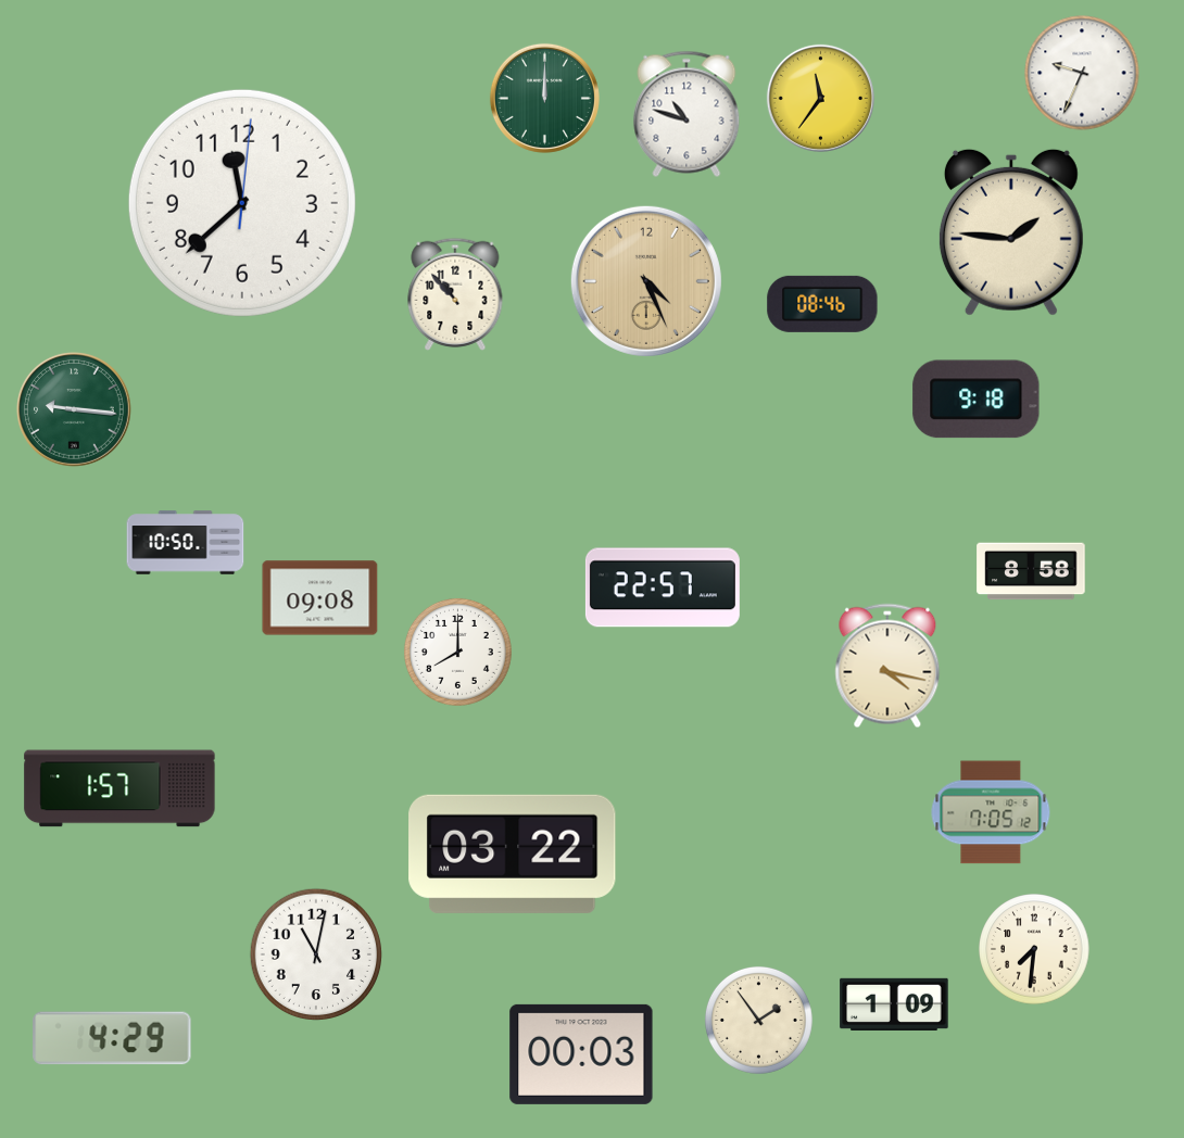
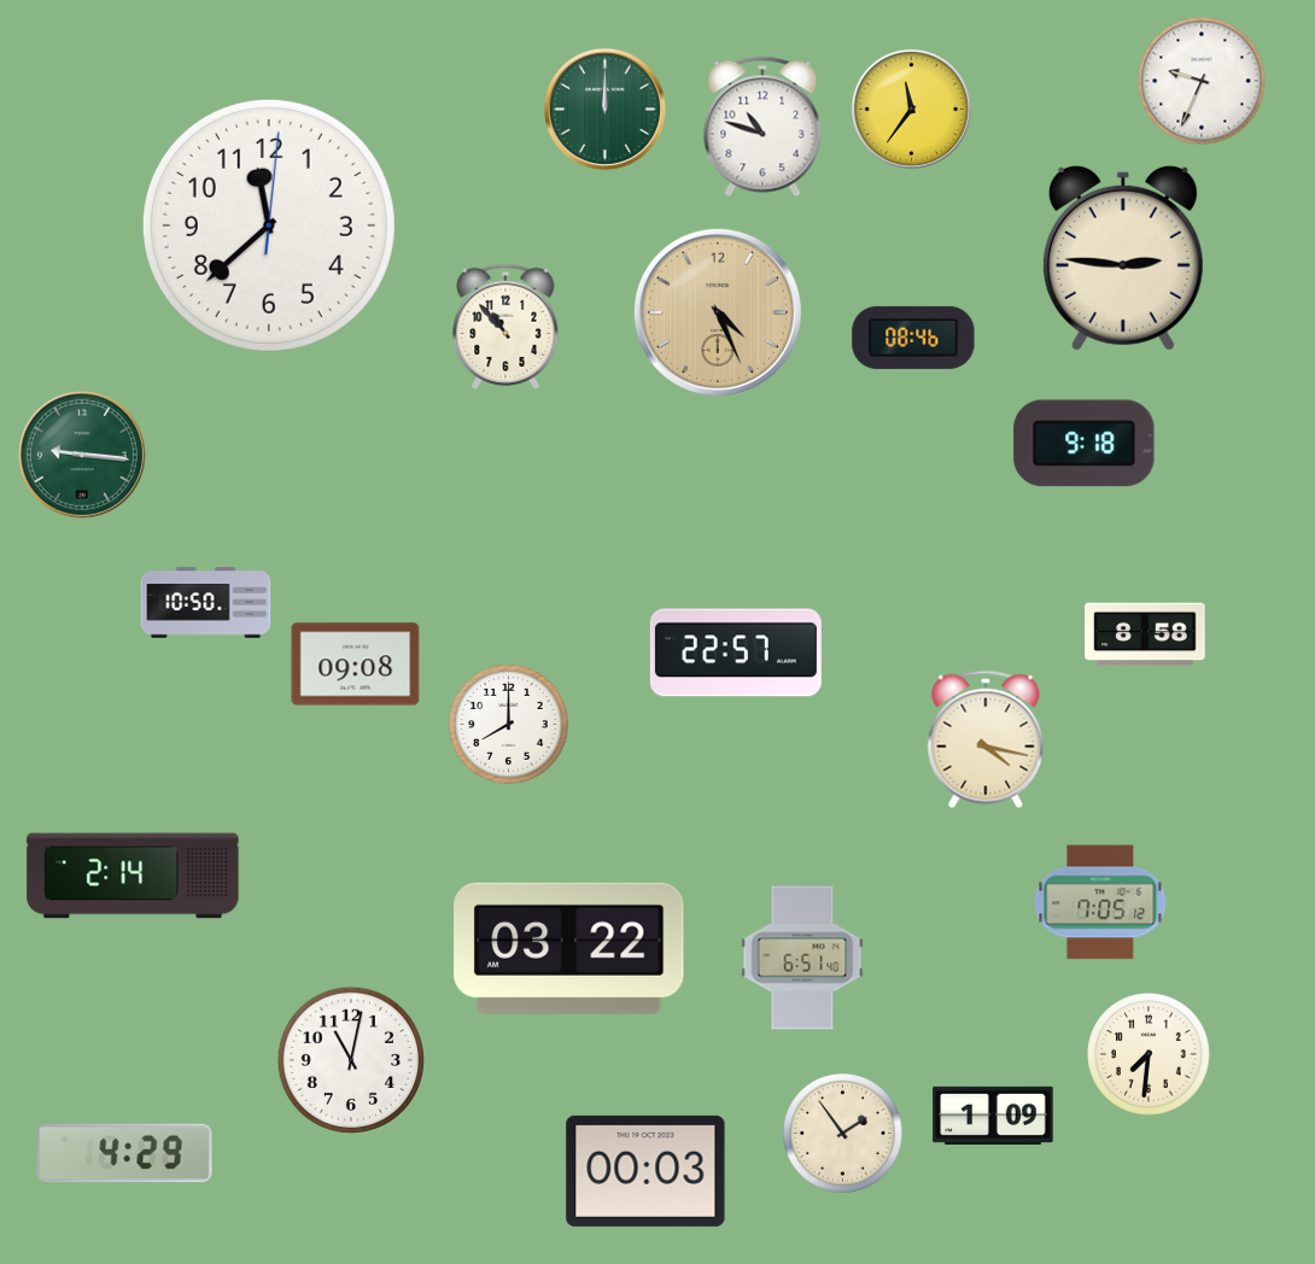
clock at (1011, 232): 1:46 -> 2:46
clock at (119, 788): 1:57 -> 2:14
clock at (802, 958): none -> 6:51
